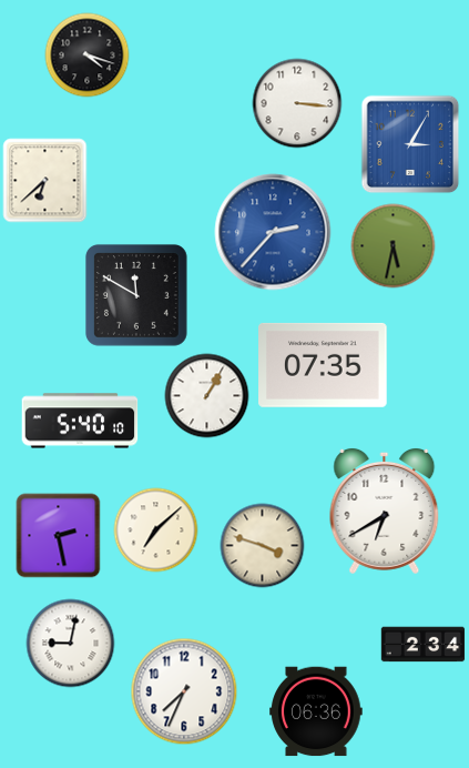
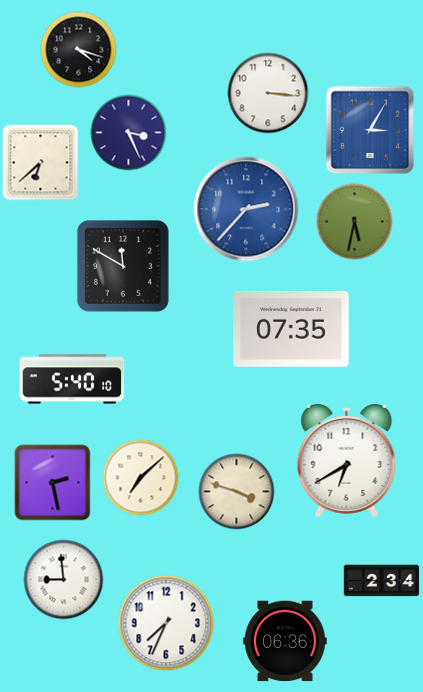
clock at (129, 133): none -> 3:26
clock at (207, 396): 1:05 -> none
clock at (71, 644): 9:02 -> 8:59
